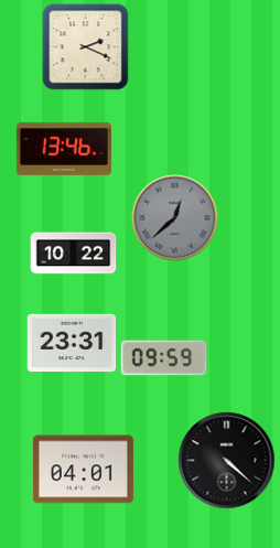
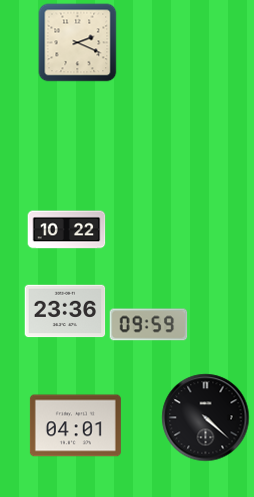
clock at (64, 149): 13:46 -> none
clock at (174, 217): 12:38 -> none
clock at (72, 343): 23:31 -> 23:36
